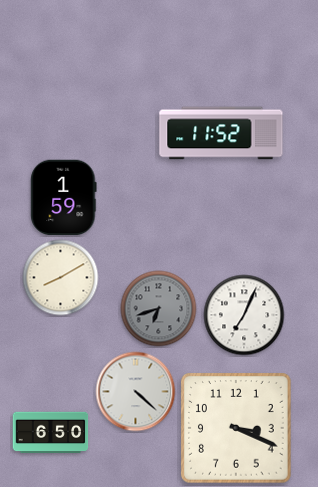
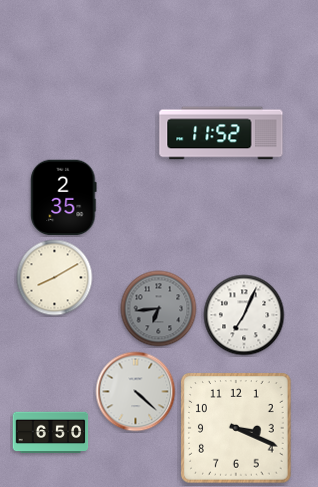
clock at (64, 198): 1:59 -> 2:35
clock at (61, 278) position: (61, 278) -> (55, 278)
clock at (159, 309): 6:42 -> 6:44
